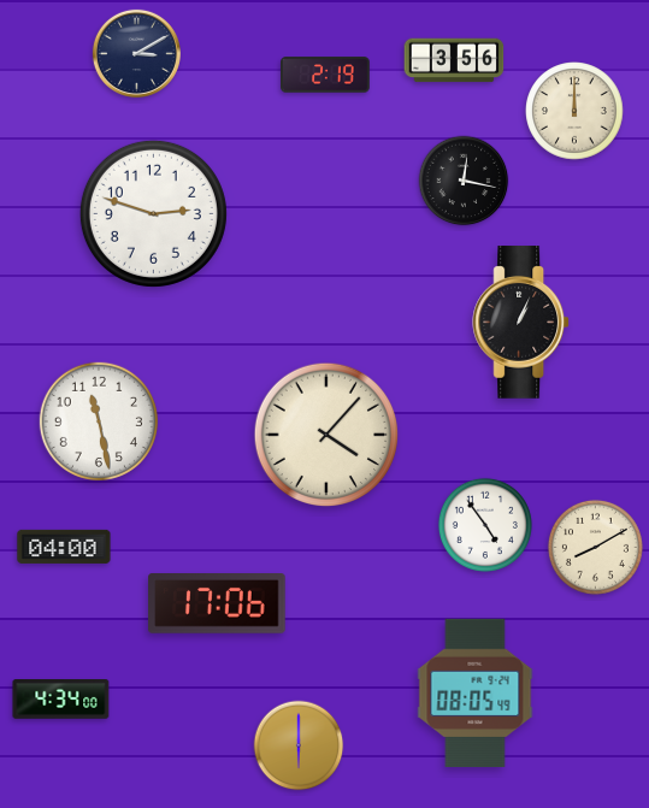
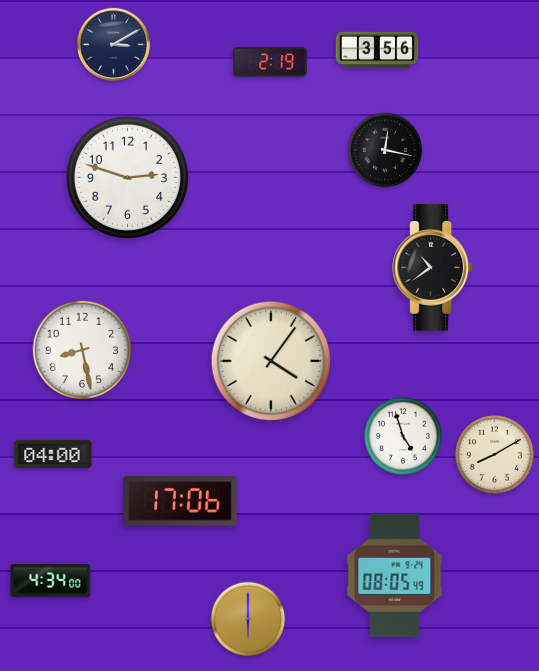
clock at (574, 111): 12:00 -> none
clock at (521, 323): 1:04 -> 10:39
clock at (99, 421): 11:28 -> 8:28
clock at (326, 435): 4:07 -> 4:06
clock at (485, 525): 4:54 -> 4:57
